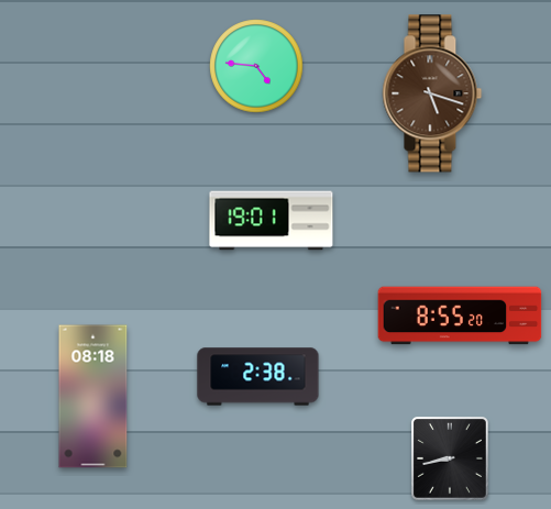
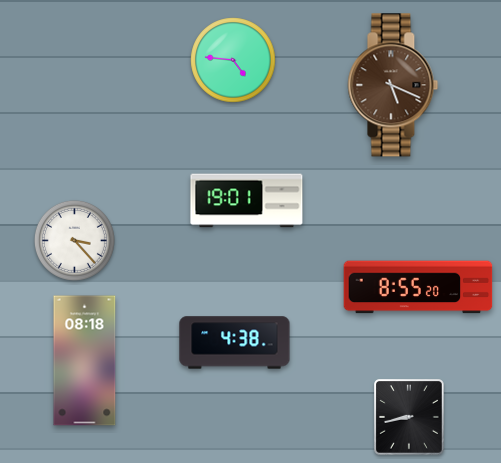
clock at (432, 93): 5:18 -> 5:19
clock at (74, 240): none -> 3:23
clock at (258, 377): 2:38 -> 4:38
